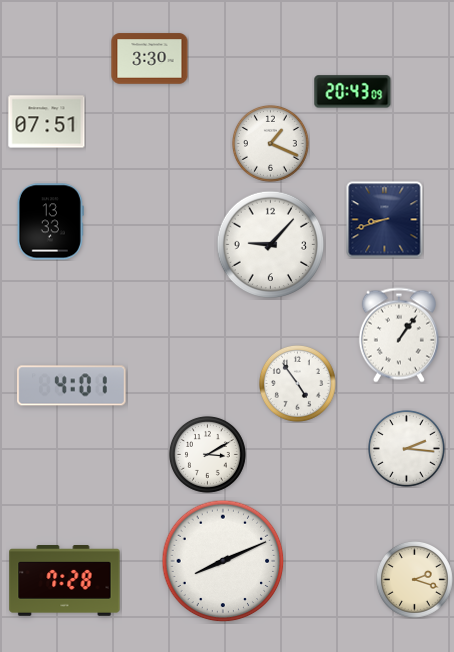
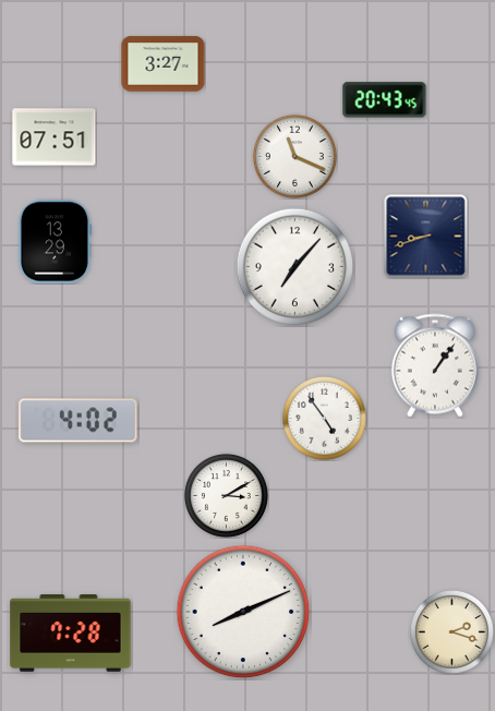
clock at (150, 59): 3:30 -> 3:27
clock at (353, 92): 20:43:09 -> 20:43:45
clock at (47, 122) position: (47, 122) -> (55, 137)
clock at (270, 143): 1:19 -> 11:19
clock at (385, 220) position: (385, 220) -> (426, 237)
clock at (50, 222): 13:33 -> 13:29
clock at (271, 245): 9:07 -> 7:07
clock at (72, 386): 4:01 -> 4:02
clock at (406, 448): 2:16 -> none
